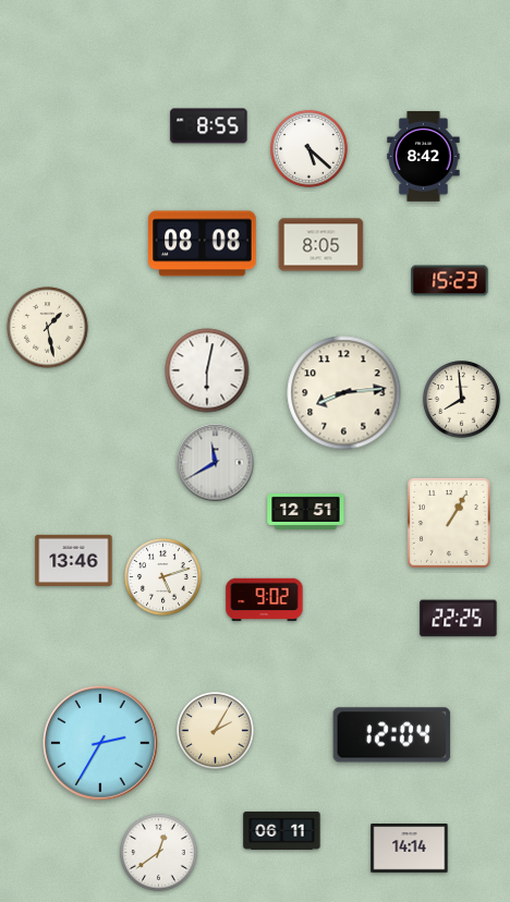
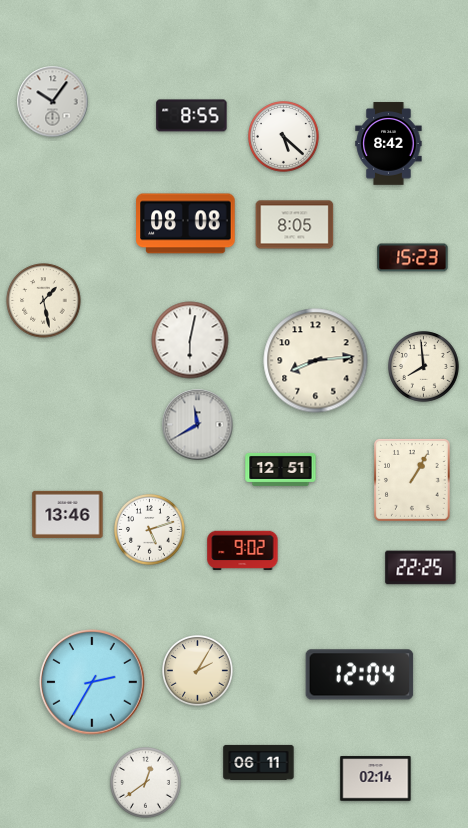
clock at (53, 102): none -> 10:06
clock at (410, 849): 14:14 -> 02:14
